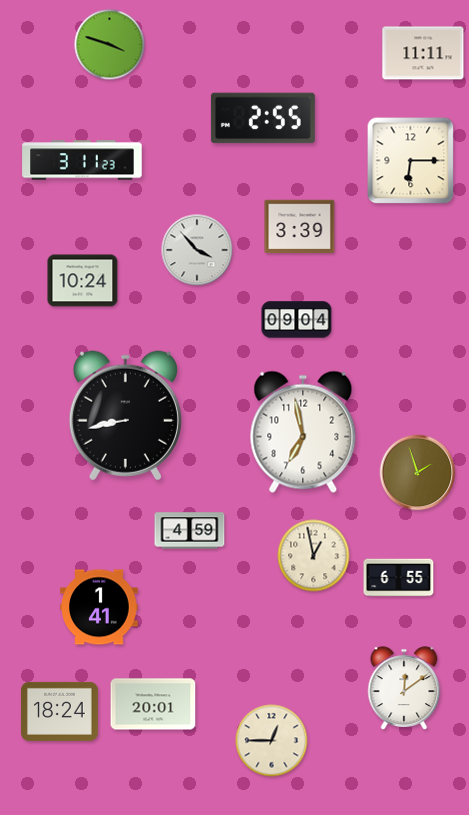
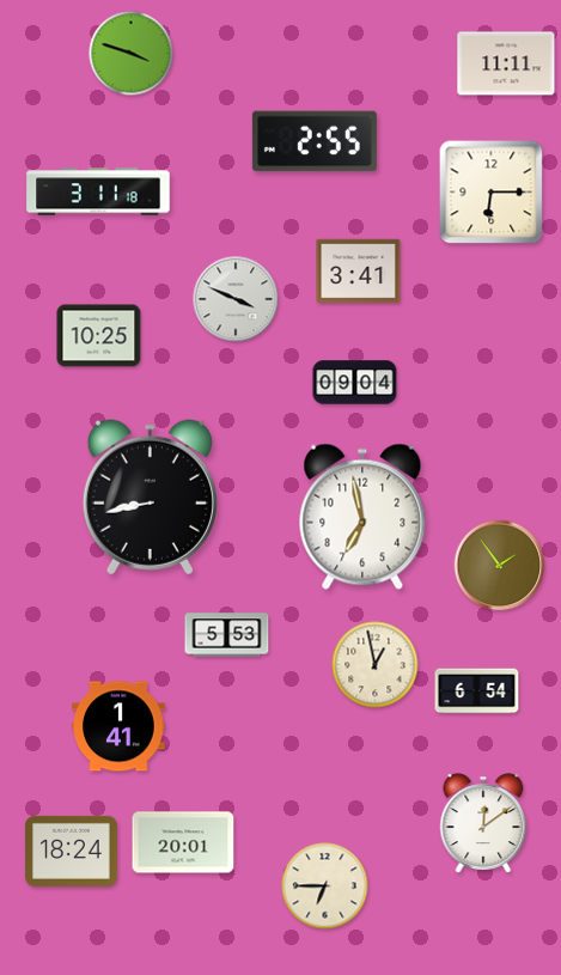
clock at (82, 160): 3:11:23 -> 3:11:18
clock at (300, 227): 3:39 -> 3:41
clock at (197, 250): 3:53 -> 3:49
clock at (83, 281): 10:24 -> 10:25
clock at (418, 473): 1:57 -> 1:54
clock at (190, 531): 4:59 -> 5:53
clock at (399, 578): 6:55 -> 6:54
clock at (272, 741): 12:45 -> 6:45
